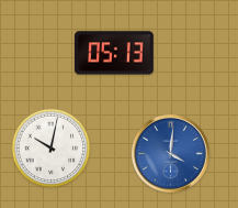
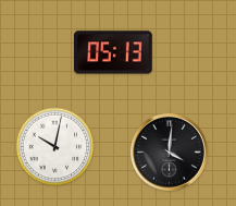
clock at (52, 149) position: (52, 149) -> (55, 147)
clock at (170, 153) dial: blue -> black
